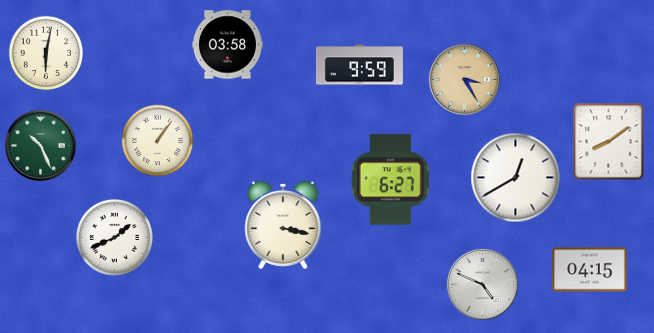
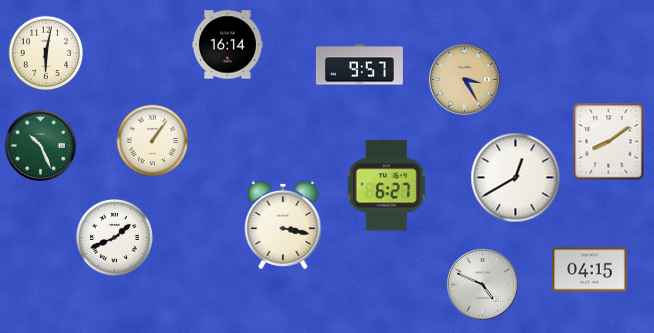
clock at (227, 45): 03:58 -> 16:14
clock at (359, 65): 9:59 -> 9:57
clock at (158, 141) position: (158, 141) -> (153, 141)
clock at (390, 180) position: (390, 180) -> (386, 186)
